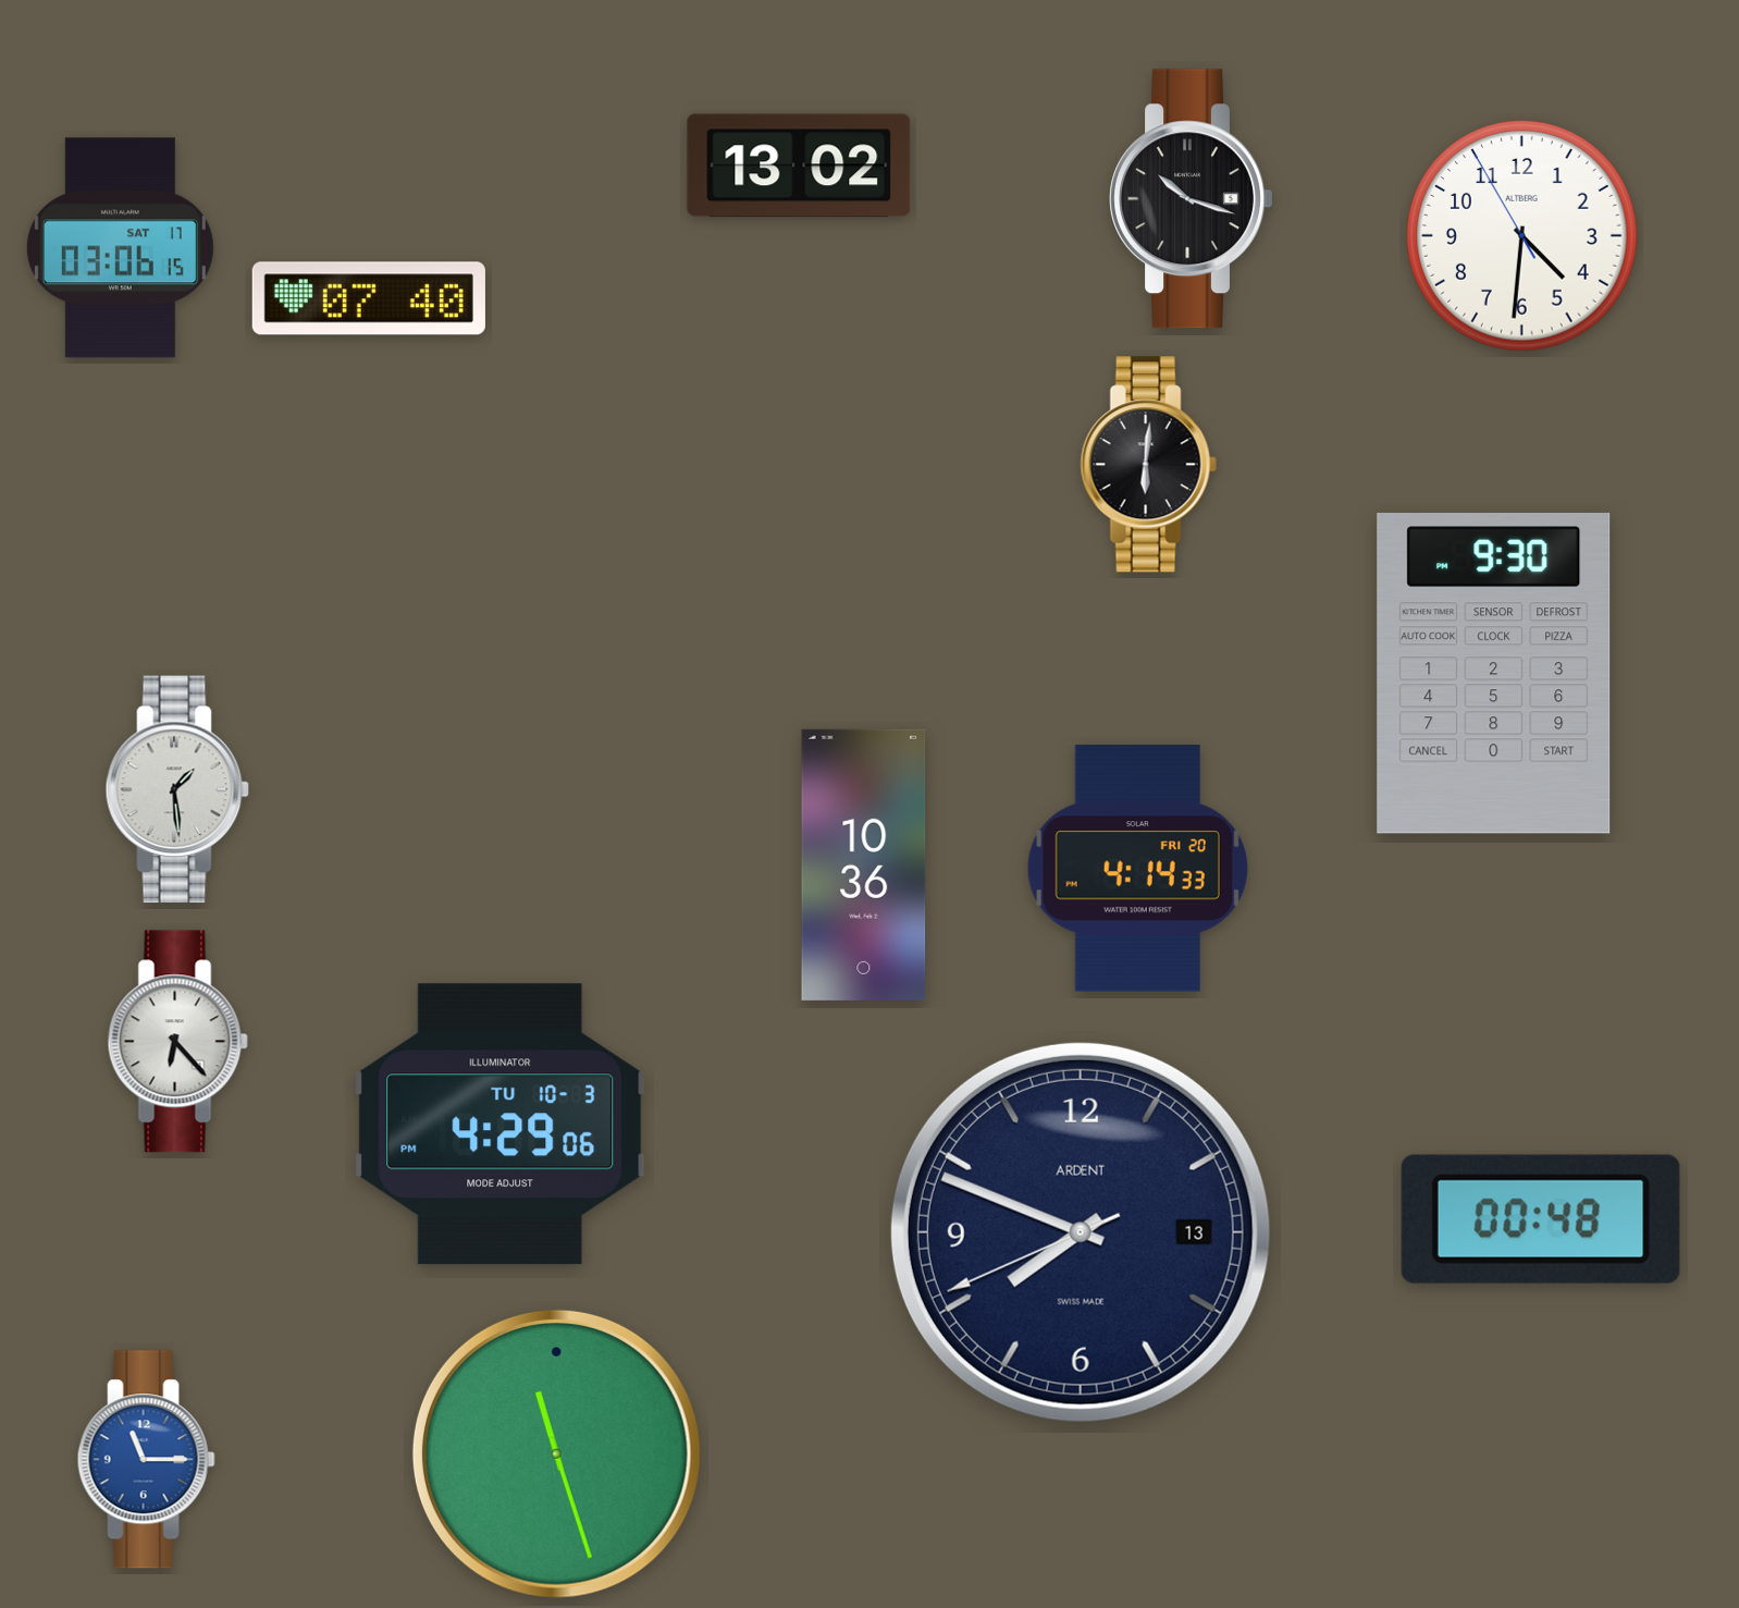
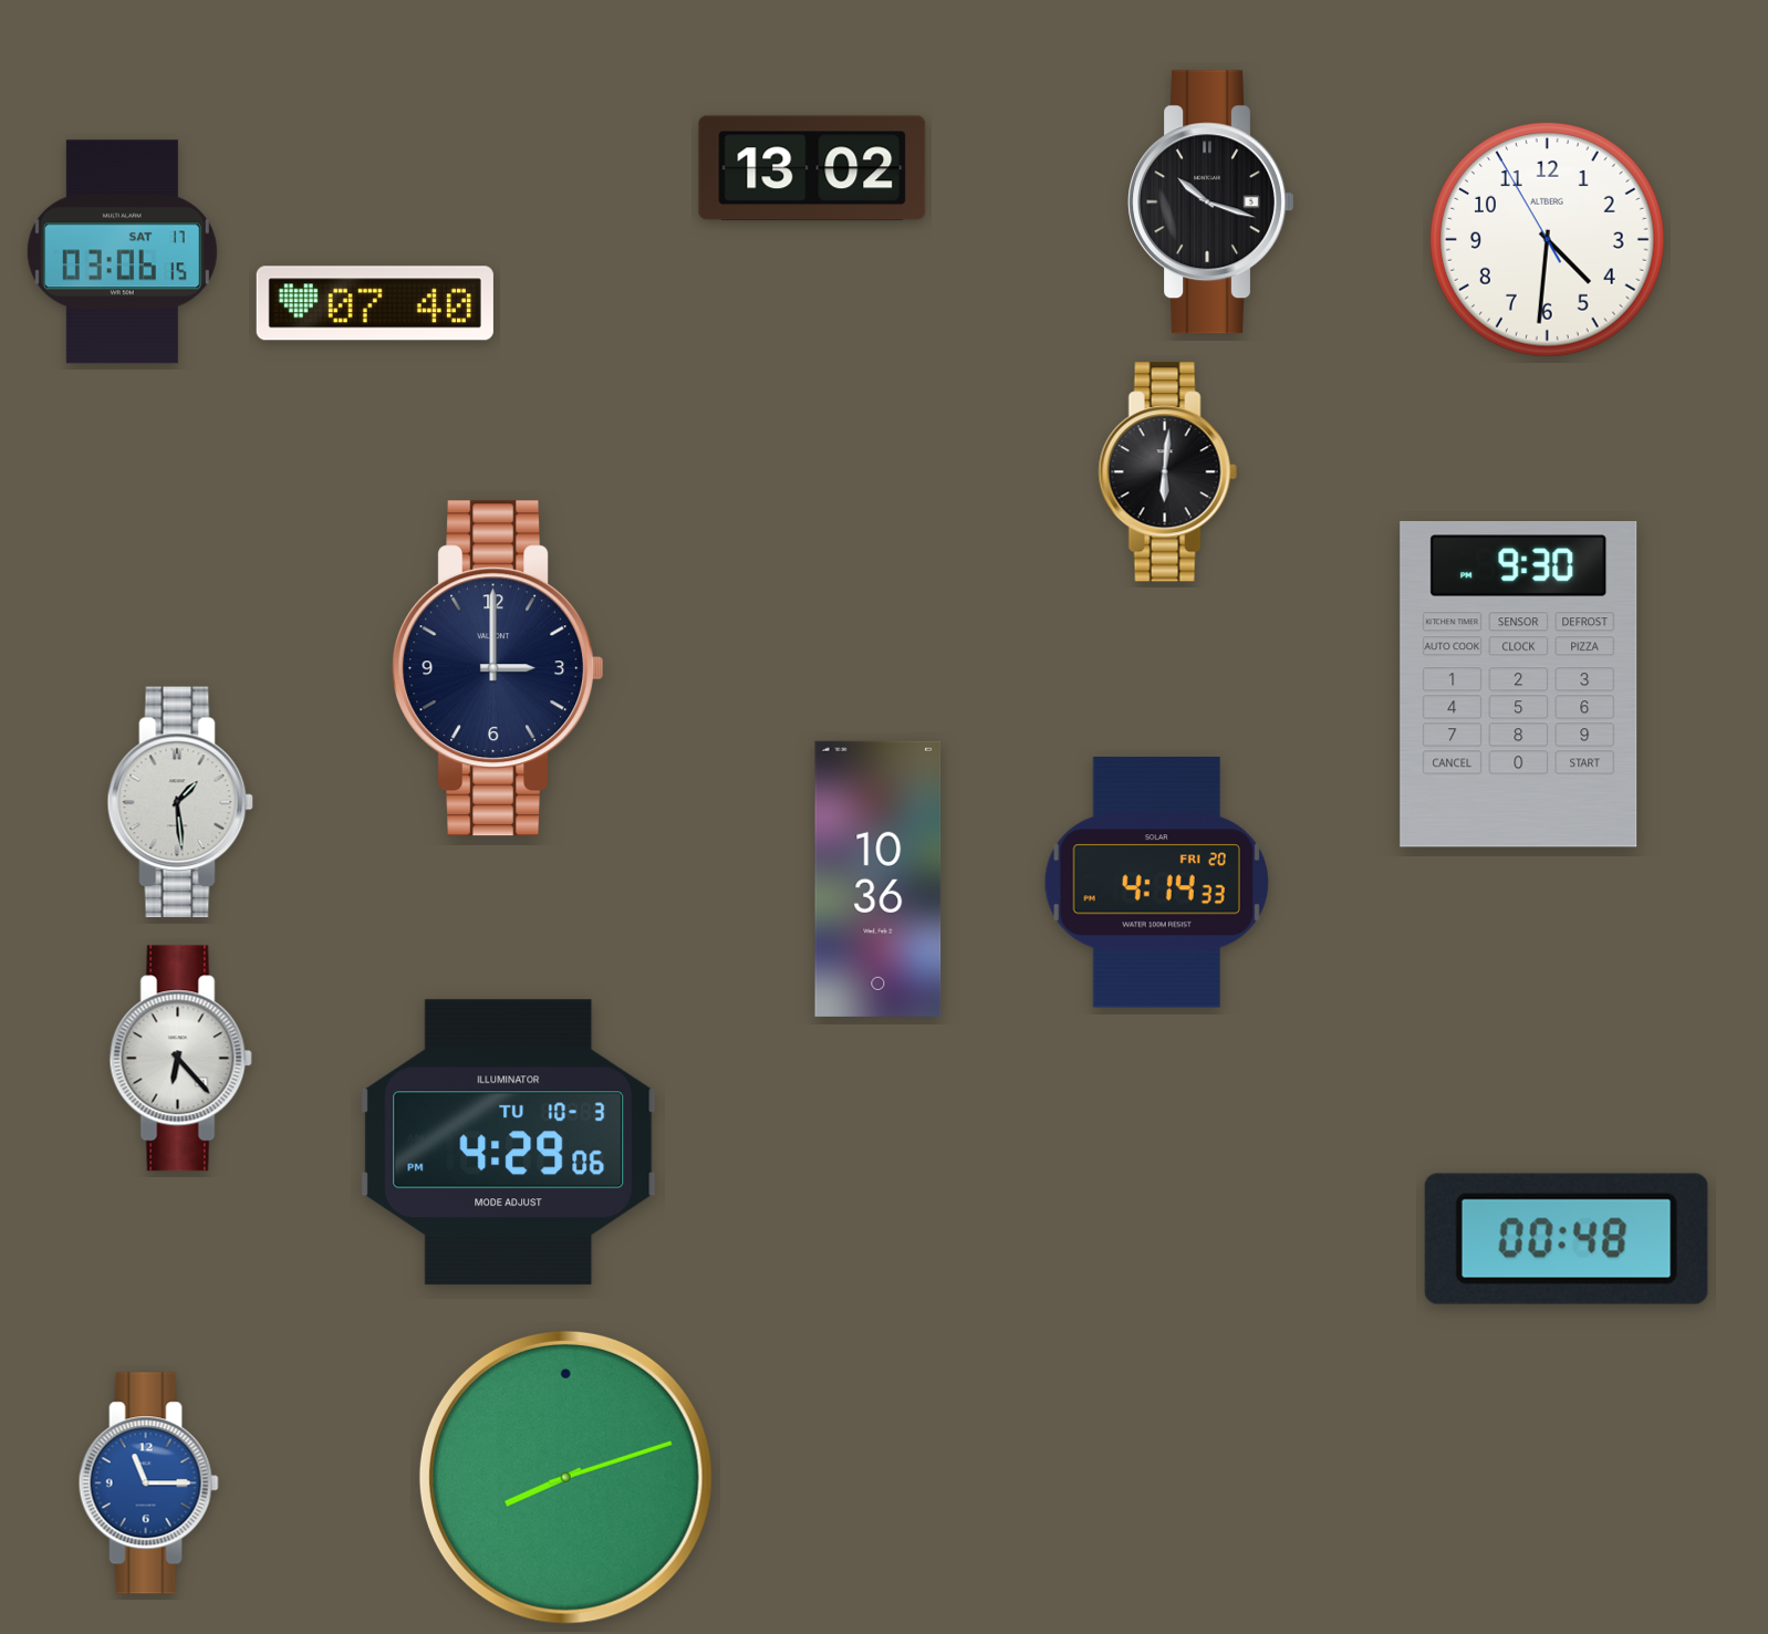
clock at (498, 668): none -> 3:00
clock at (1081, 1232): 7:48 -> none
clock at (556, 1453): 11:27 -> 8:12
